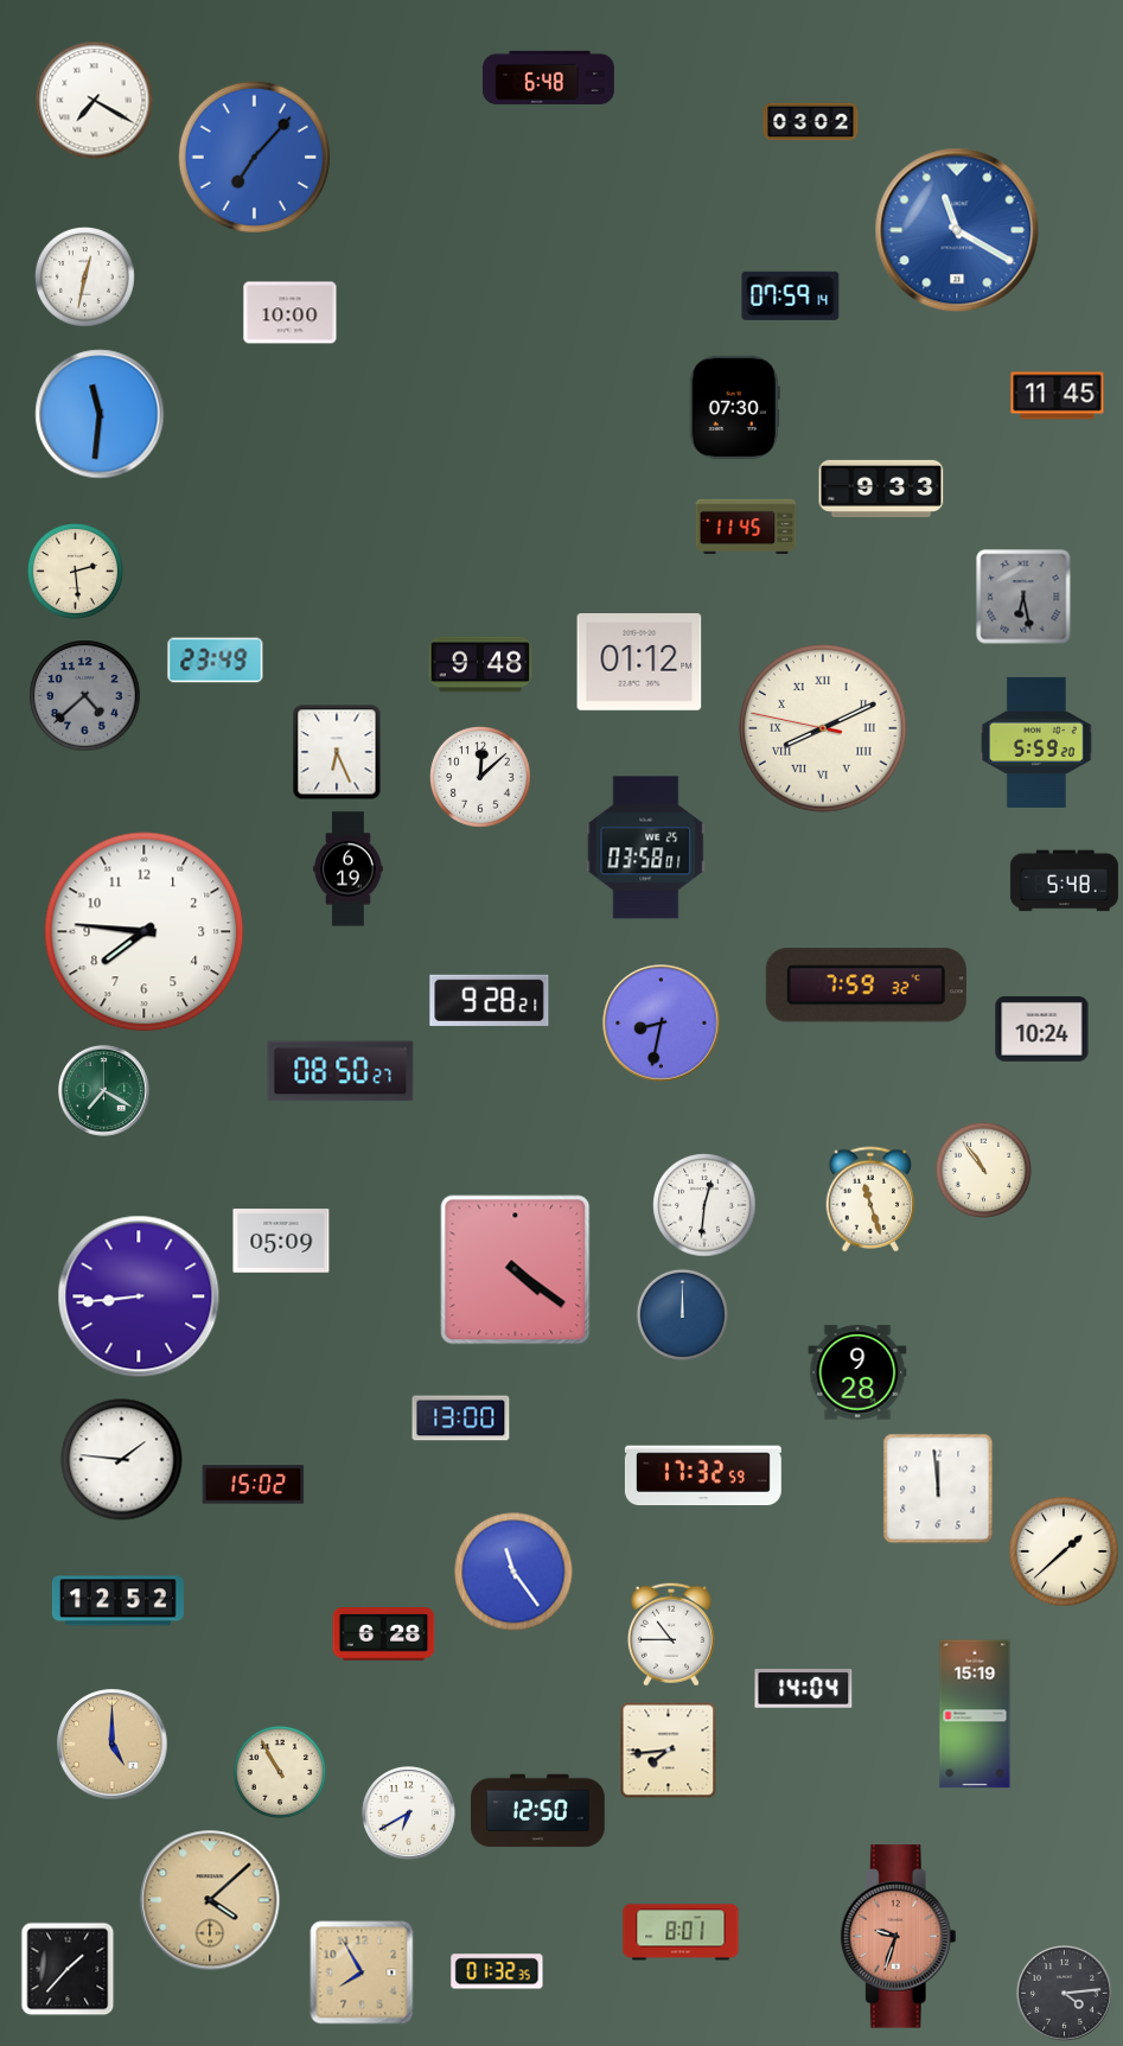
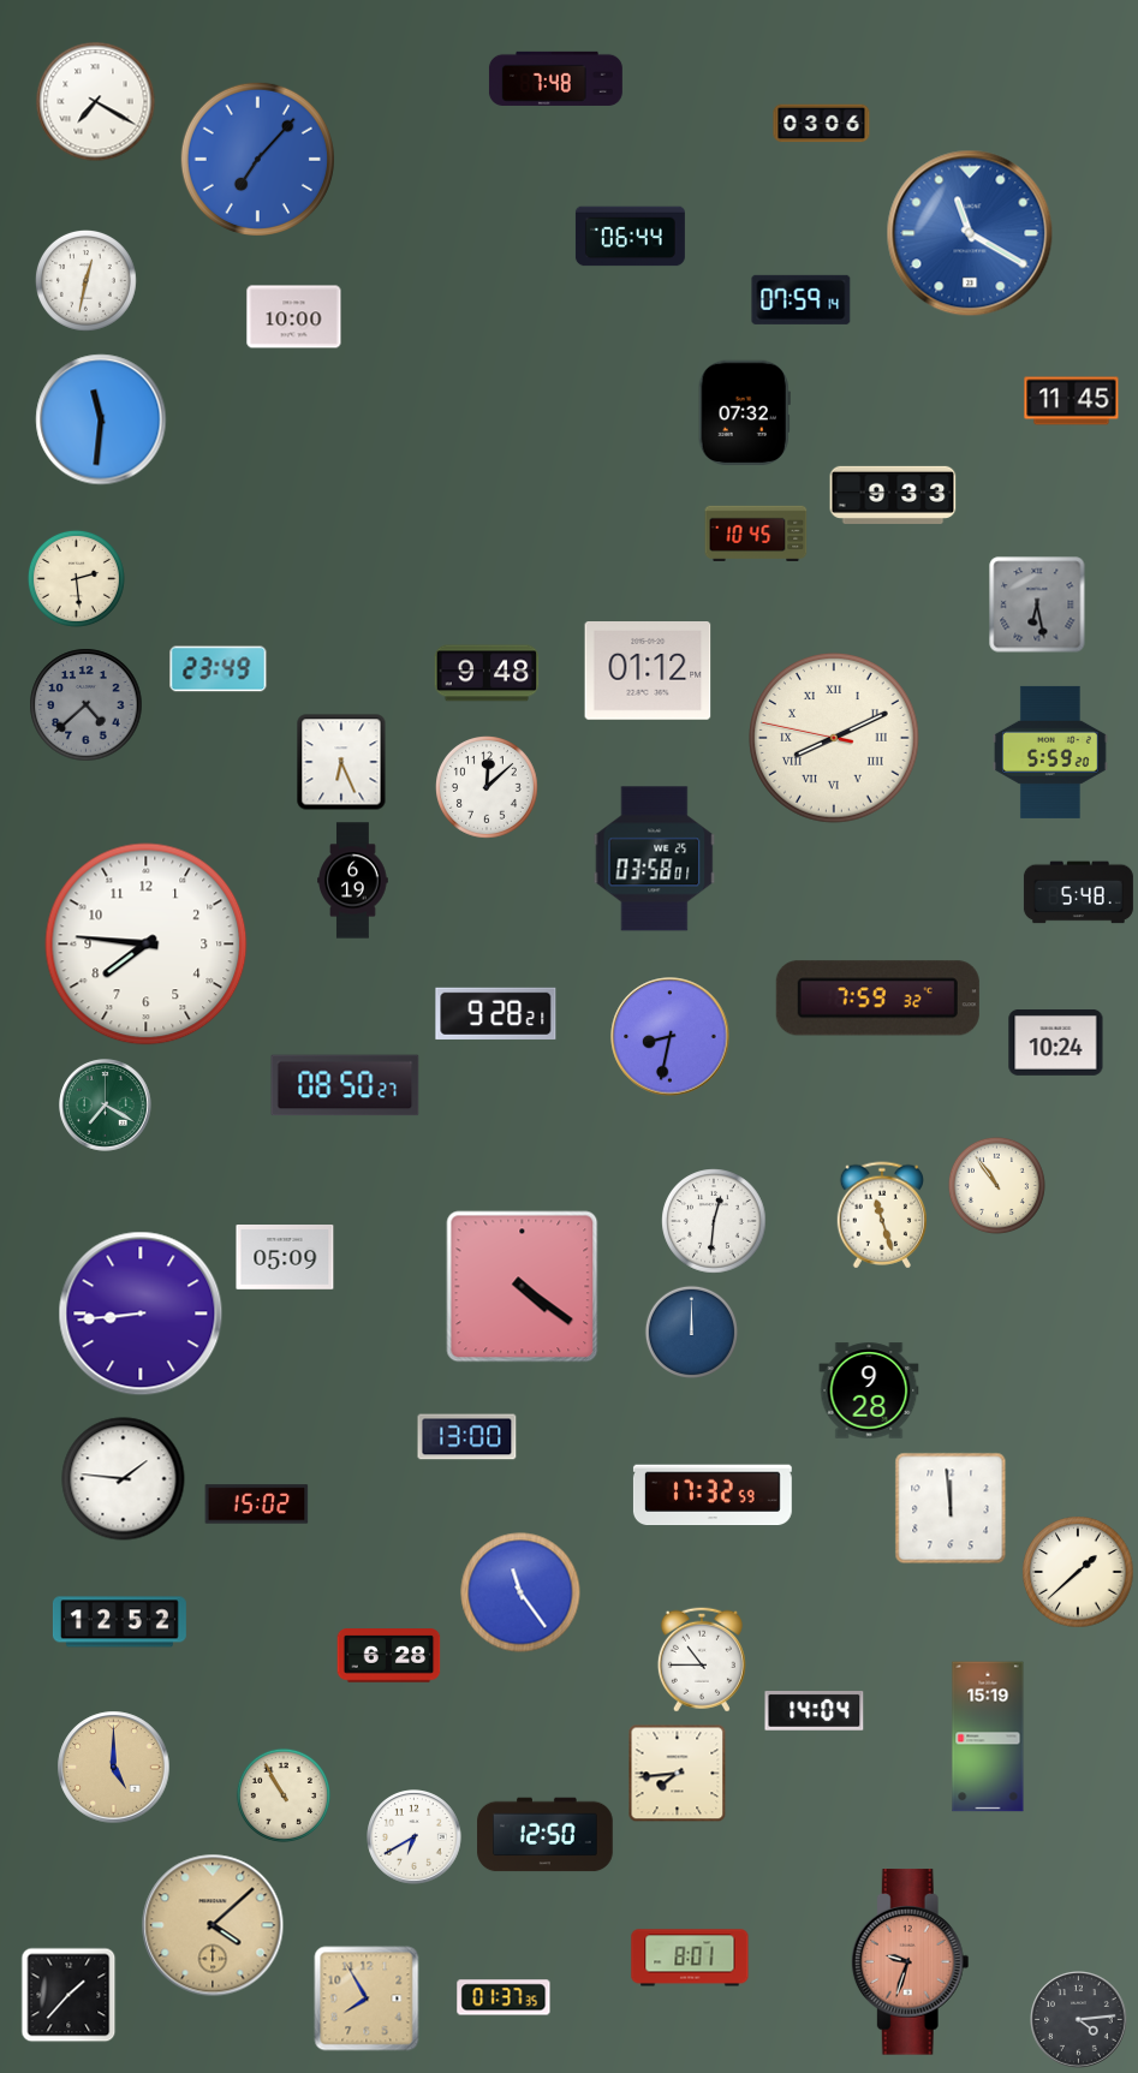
clock at (548, 77): 6:48 -> 7:48
clock at (811, 122): 03:02 -> 03:06
clock at (630, 237): none -> 06:44
clock at (734, 408): 07:30 -> 07:32
clock at (746, 525): 11:45 -> 10:45
clock at (671, 1634) position: (671, 1634) -> (702, 1660)
clock at (497, 1971): 01:32 -> 01:37
